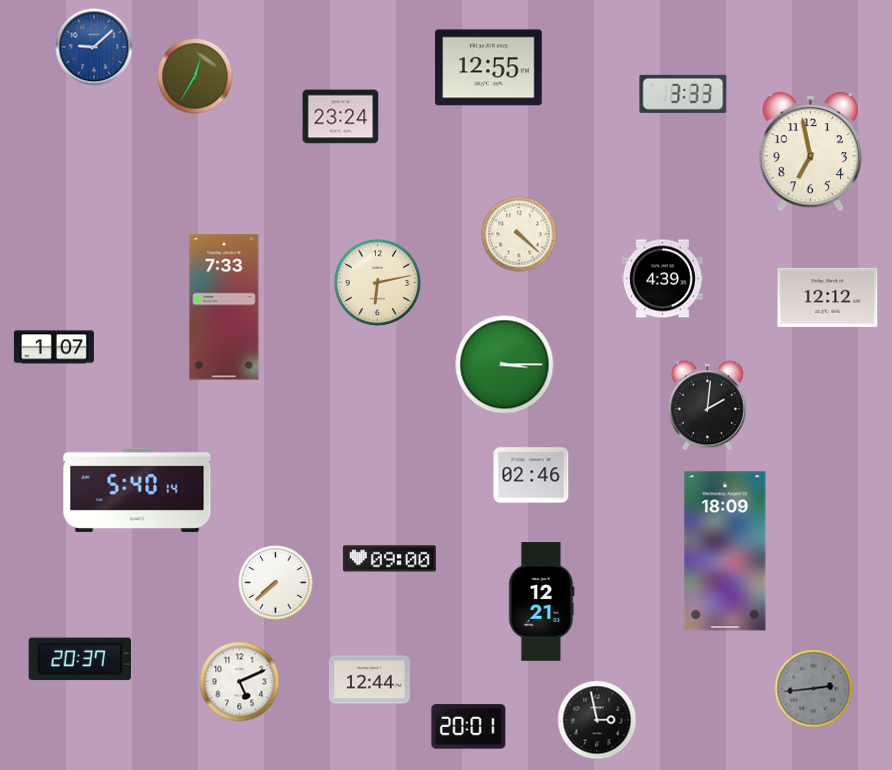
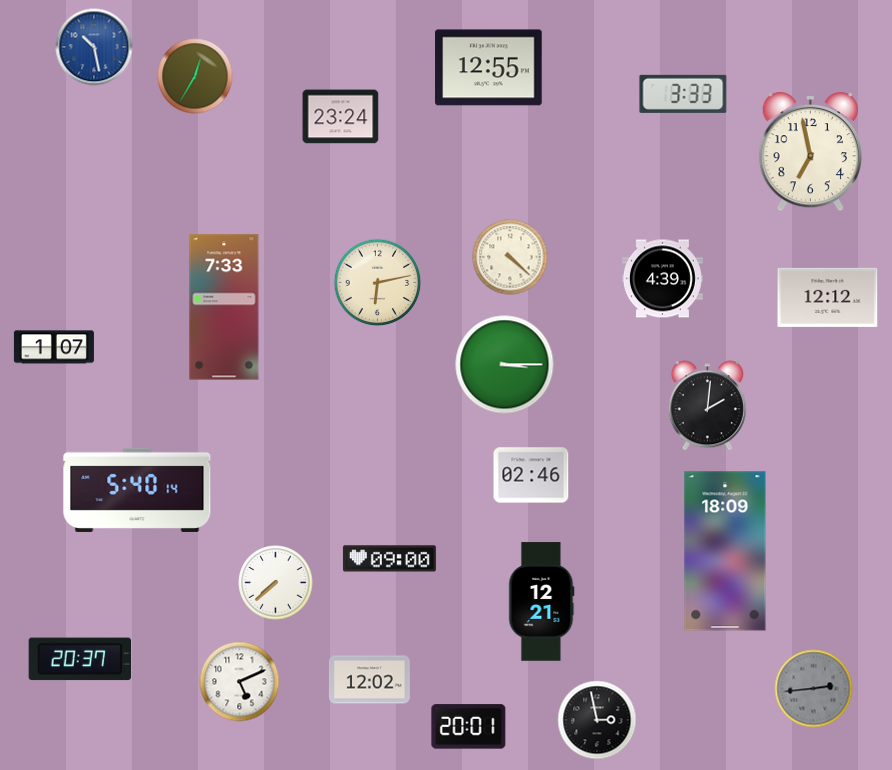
clock at (94, 47): 9:08 -> 10:28
clock at (519, 234) position: (519, 234) -> (510, 257)
clock at (370, 680): 12:44 -> 12:02
